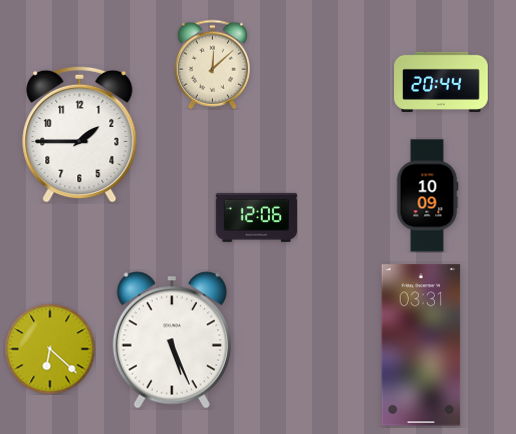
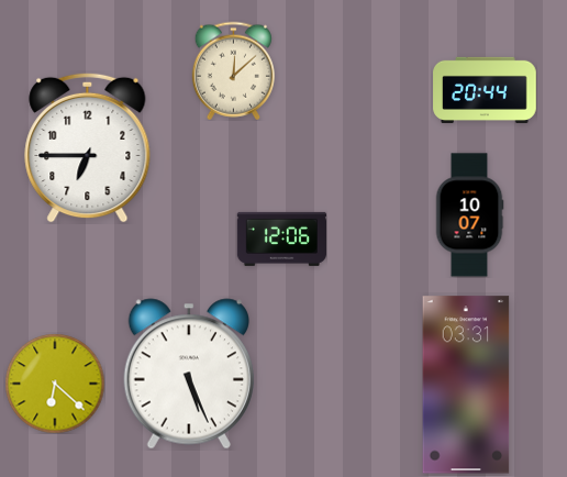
clock at (80, 134): 1:45 -> 6:45
clock at (427, 196): 10:09 -> 10:07
clock at (421, 345) position: (421, 345) -> (466, 385)
